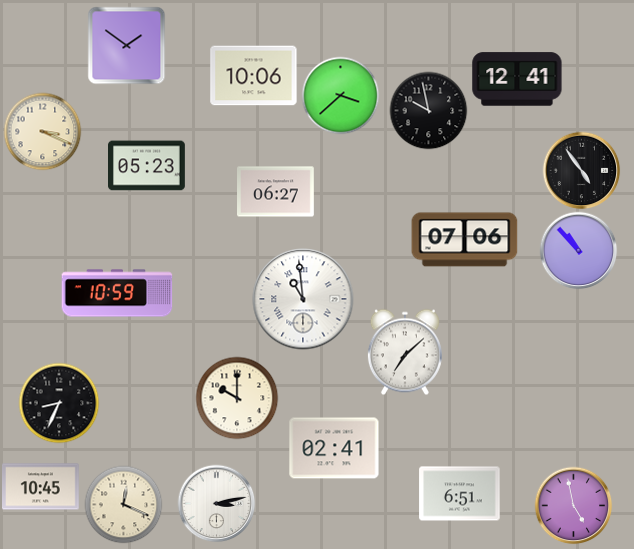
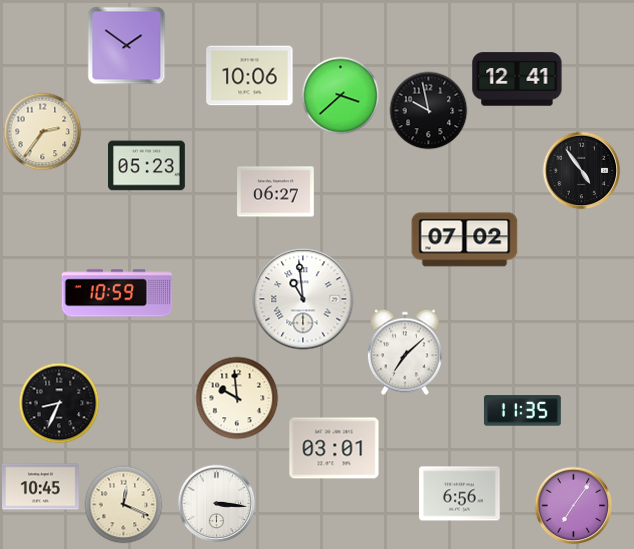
clock at (254, 76) position: (254, 76) -> (250, 76)
clock at (42, 131): 3:19 -> 2:36
clock at (465, 240): 07:06 -> 07:02
clock at (578, 250): 10:53 -> none
clock at (237, 398): 10:00 -> 9:59
clock at (523, 411): none -> 11:35
clock at (334, 448): 02:41 -> 03:01
clock at (460, 494): 6:51 -> 6:56
clock at (216, 503): 3:13 -> 3:16
clock at (573, 505): 4:58 -> 7:06
